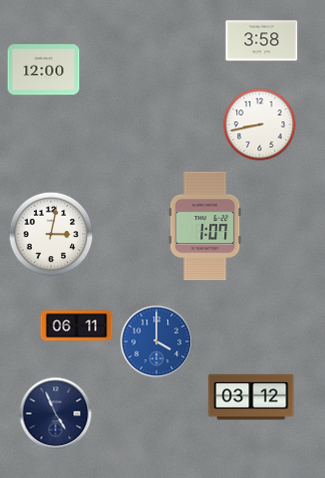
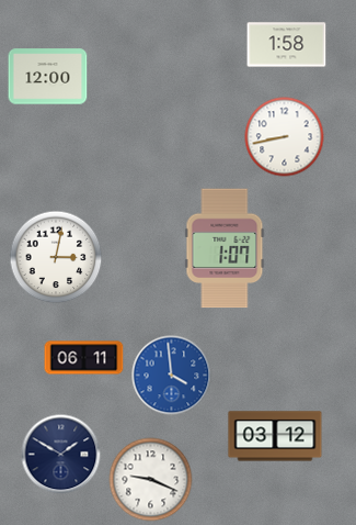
clock at (262, 41): 3:58 -> 1:58
clock at (157, 342): 4:00 -> 3:59
clock at (56, 414): 4:56 -> 1:50
clock at (151, 480): none -> 9:19
